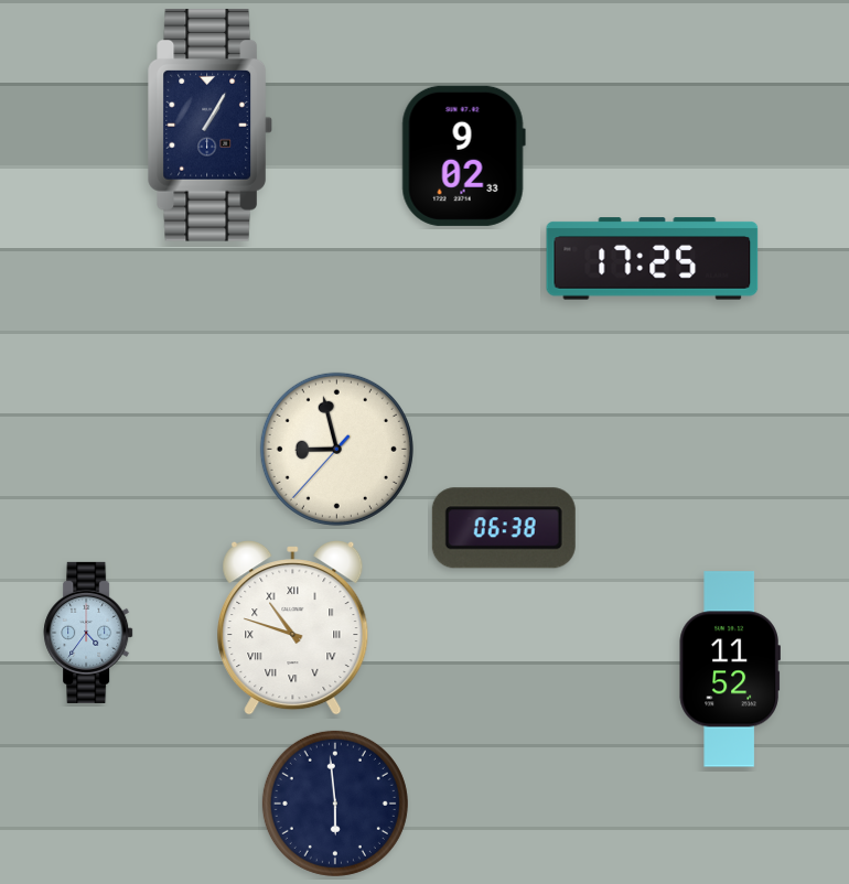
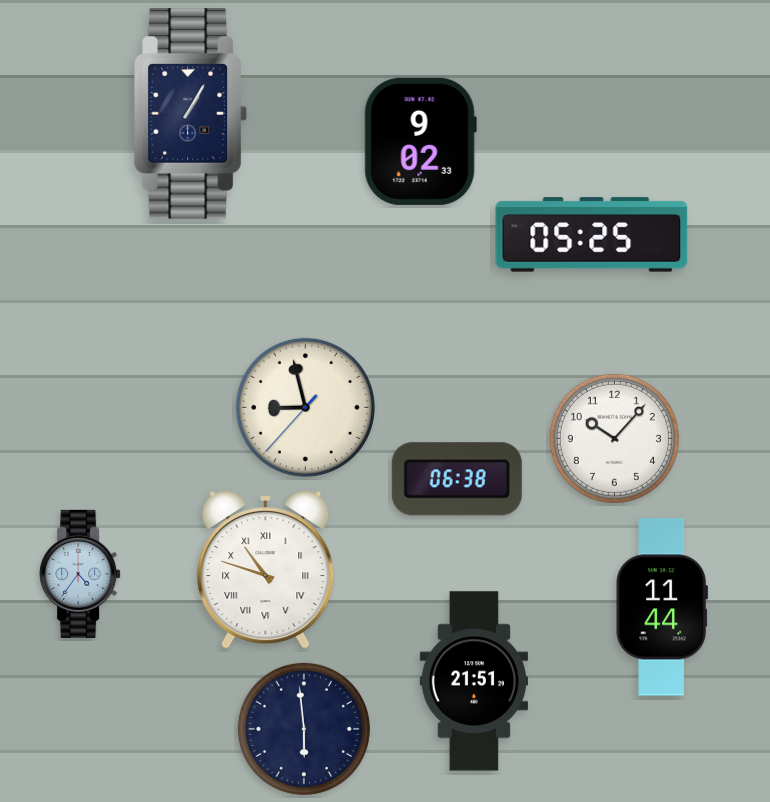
clock at (653, 259): 17:25 -> 05:25
clock at (614, 438): none -> 10:07
clock at (730, 669): 11:52 -> 11:44
clock at (473, 681): none -> 21:51
